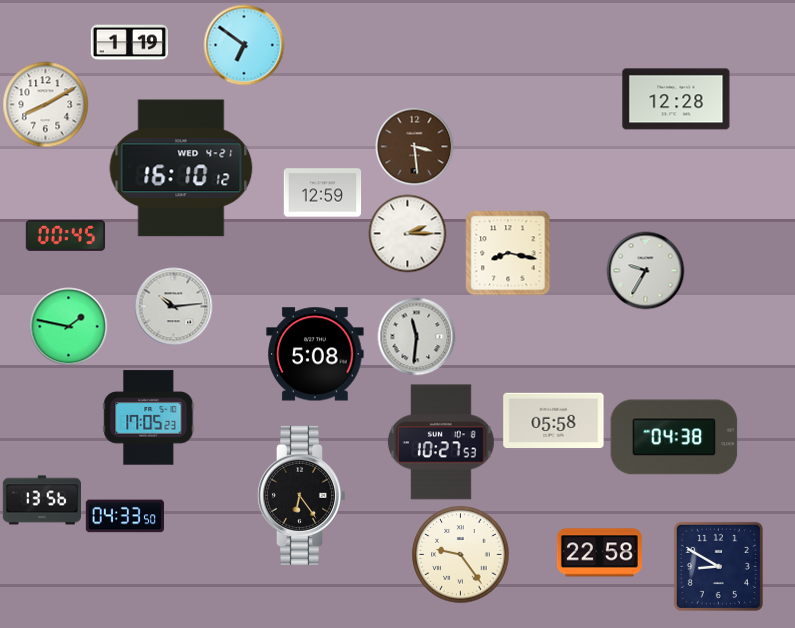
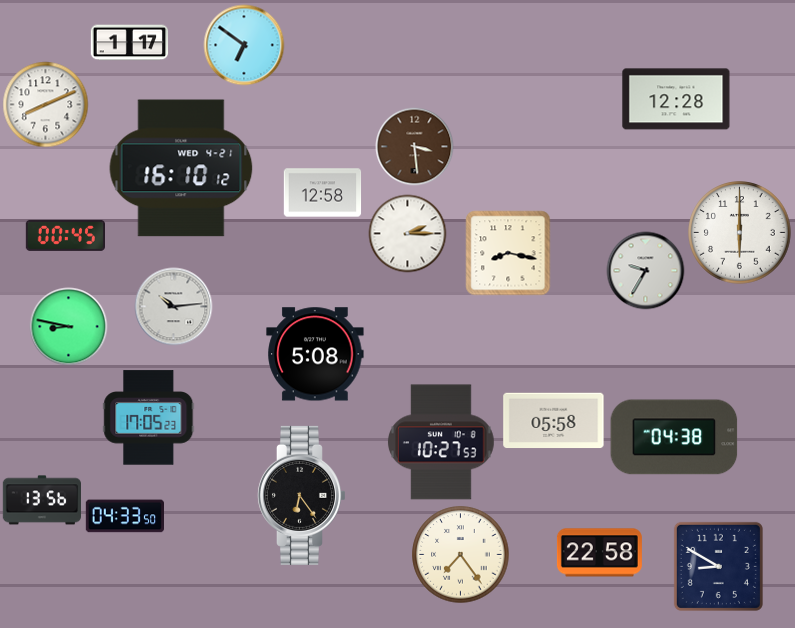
clock at (129, 43): 1:19 -> 1:17
clock at (45, 104): 8:10 -> 8:11
clock at (322, 193): 12:59 -> 12:58
clock at (740, 233): none -> 6:00
clock at (68, 326): 1:47 -> 8:47
clock at (416, 336): 11:31 -> none
clock at (461, 555): 9:24 -> 7:24
